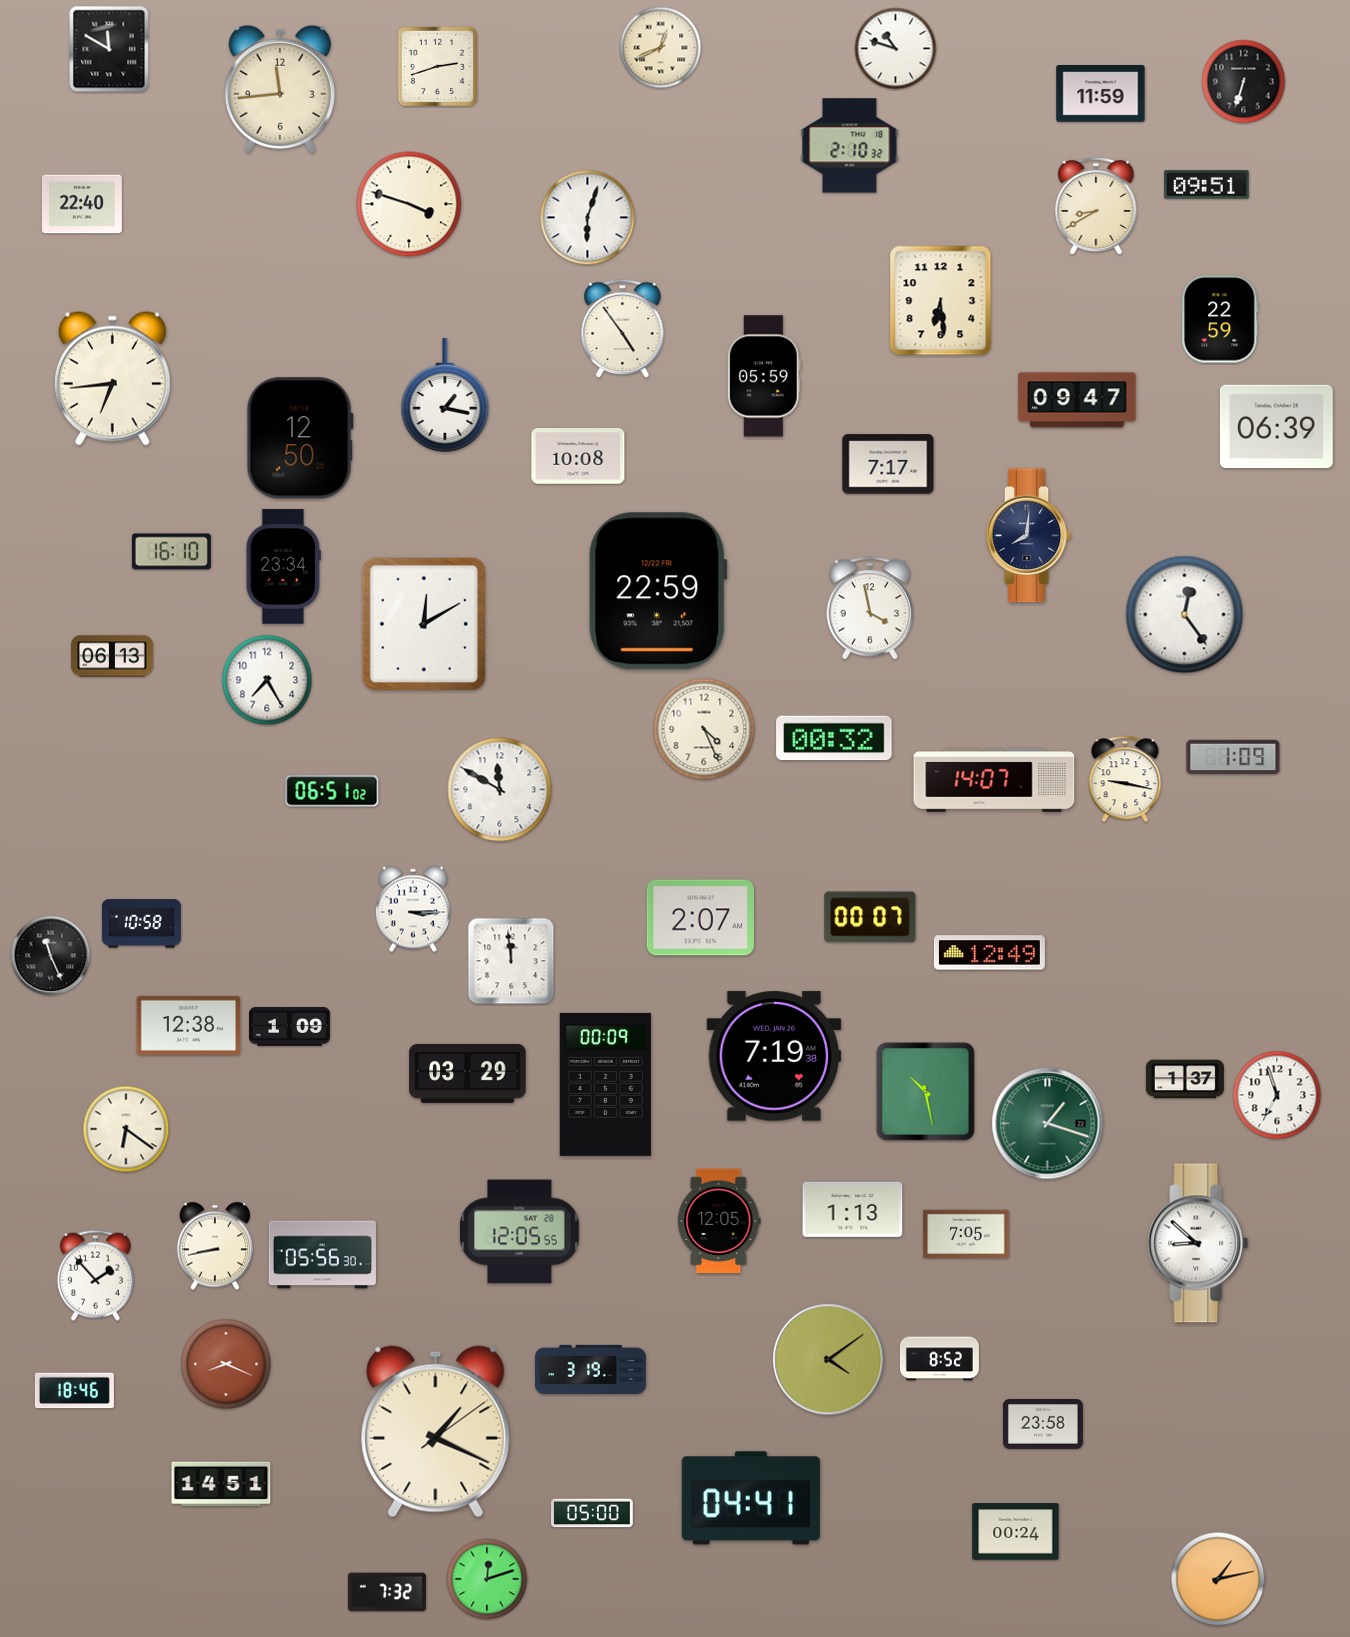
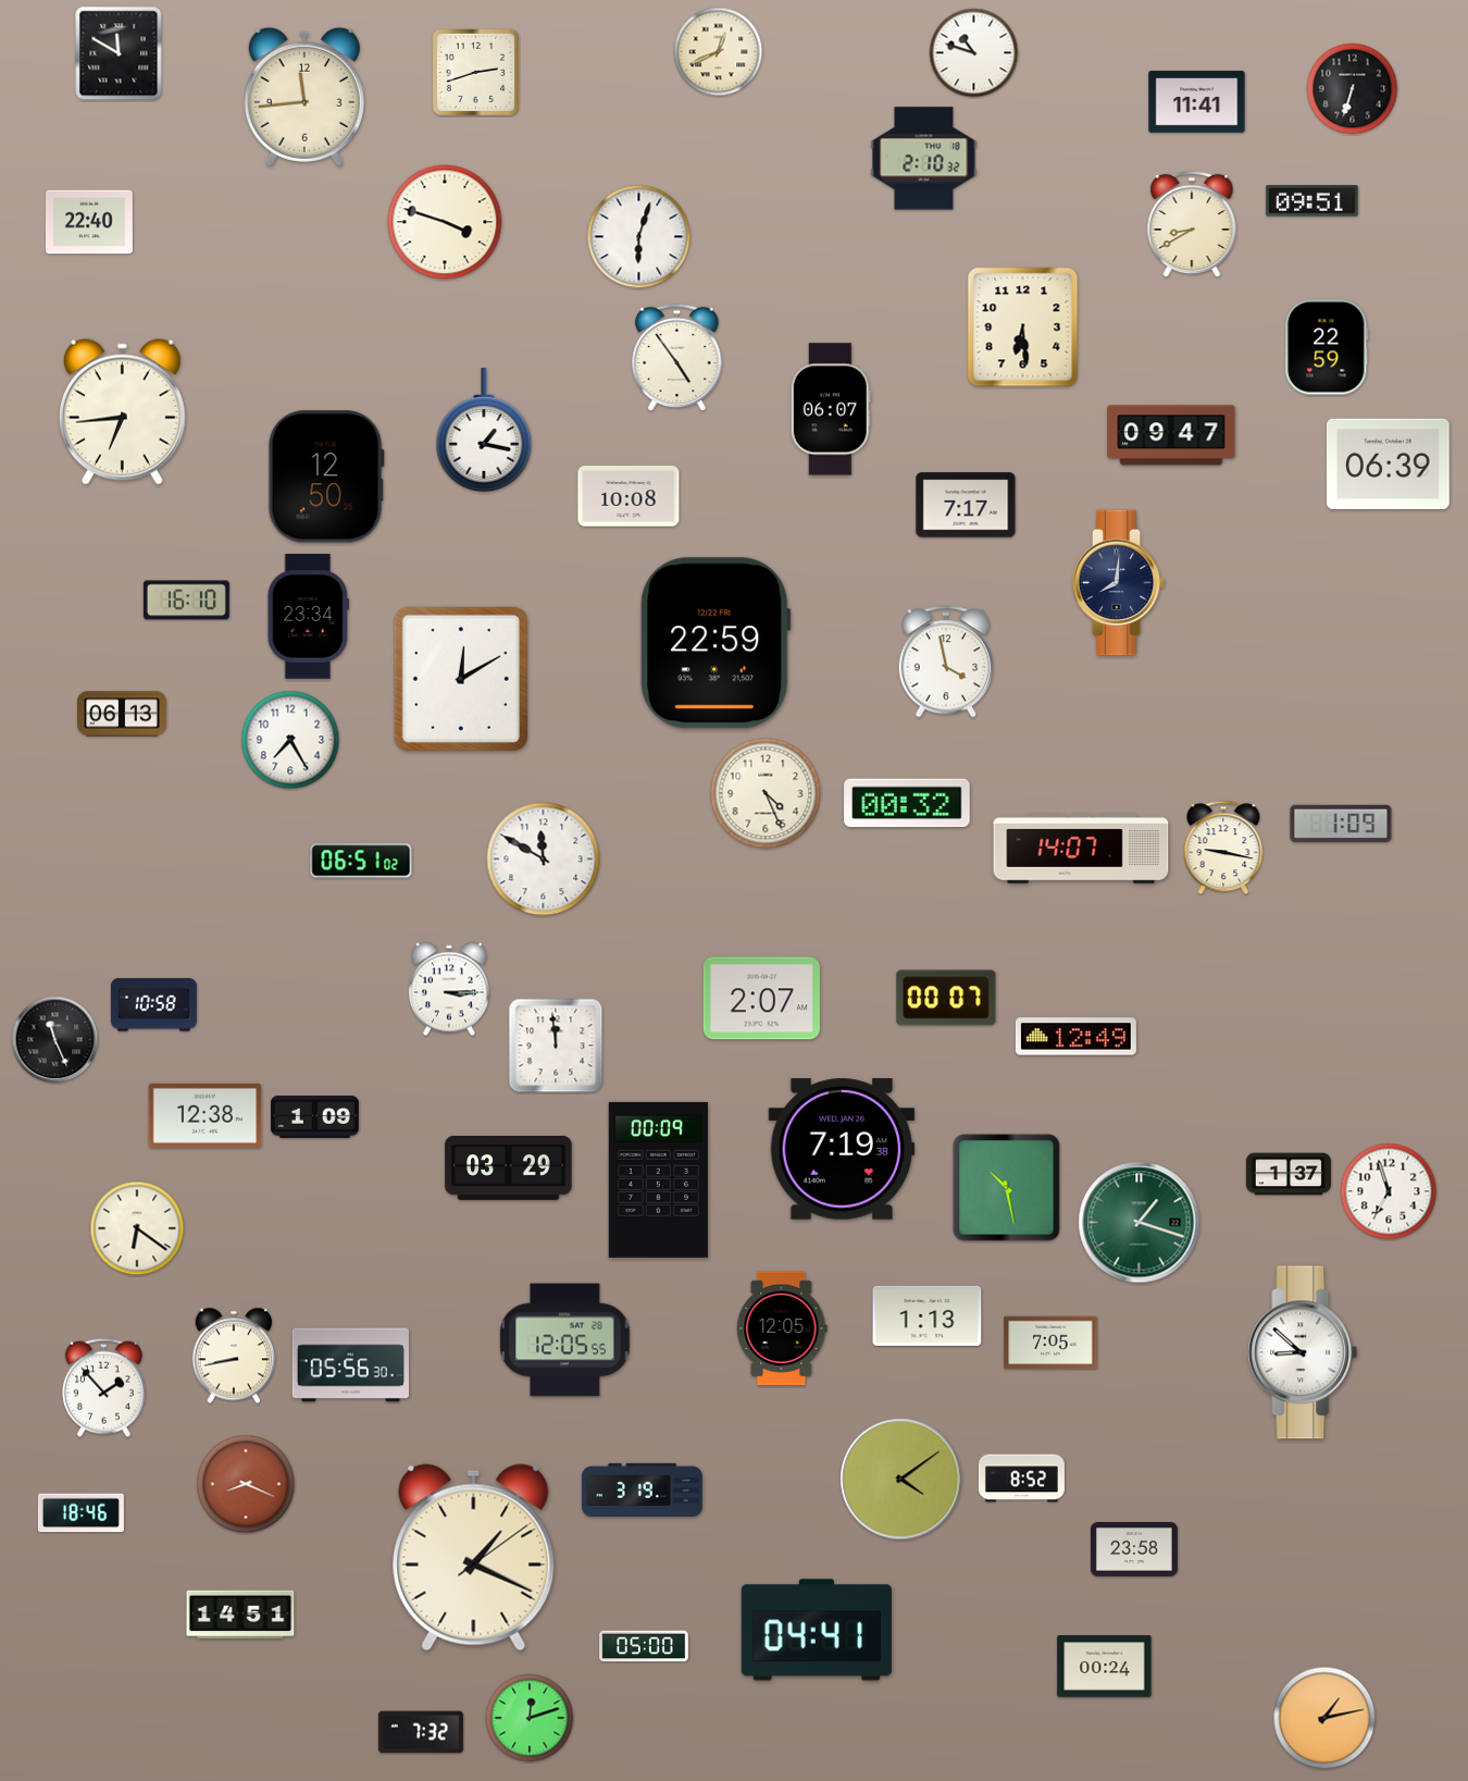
clock at (1101, 94): 11:59 -> 11:41
clock at (764, 376): 05:59 -> 06:07
clock at (1185, 615): 12:24 -> none
